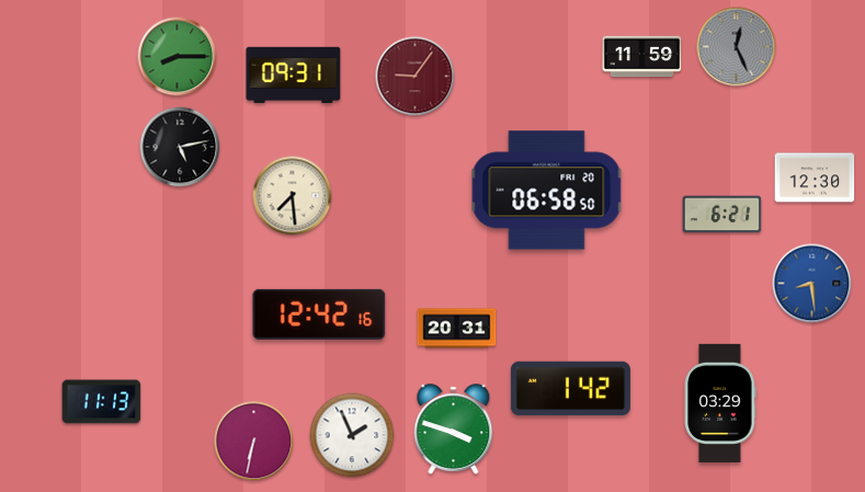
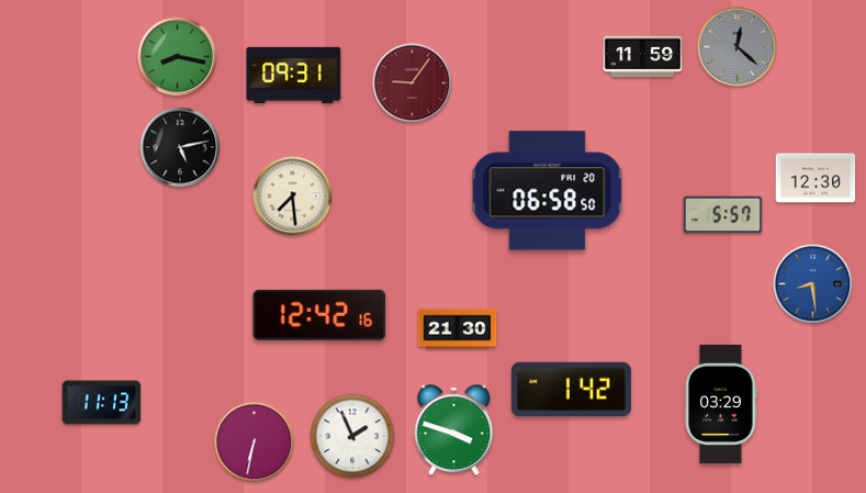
clock at (737, 47): 12:26 -> 12:22
clock at (178, 57): 8:15 -> 8:17
clock at (416, 77) position: (416, 77) -> (413, 83)
clock at (722, 215): 6:21 -> 5:57
clock at (457, 329): 20:31 -> 21:30
